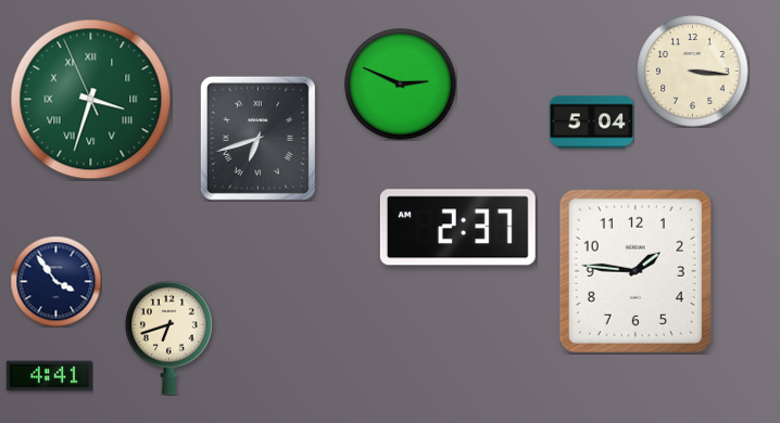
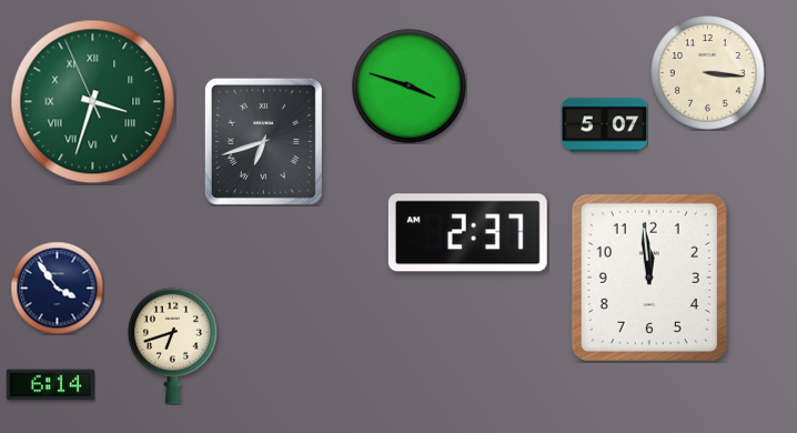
clock at (401, 85): 2:49 -> 3:48
clock at (591, 123): 5:04 -> 5:07
clock at (636, 271): 1:46 -> 11:59
clock at (49, 376): 4:41 -> 6:14
